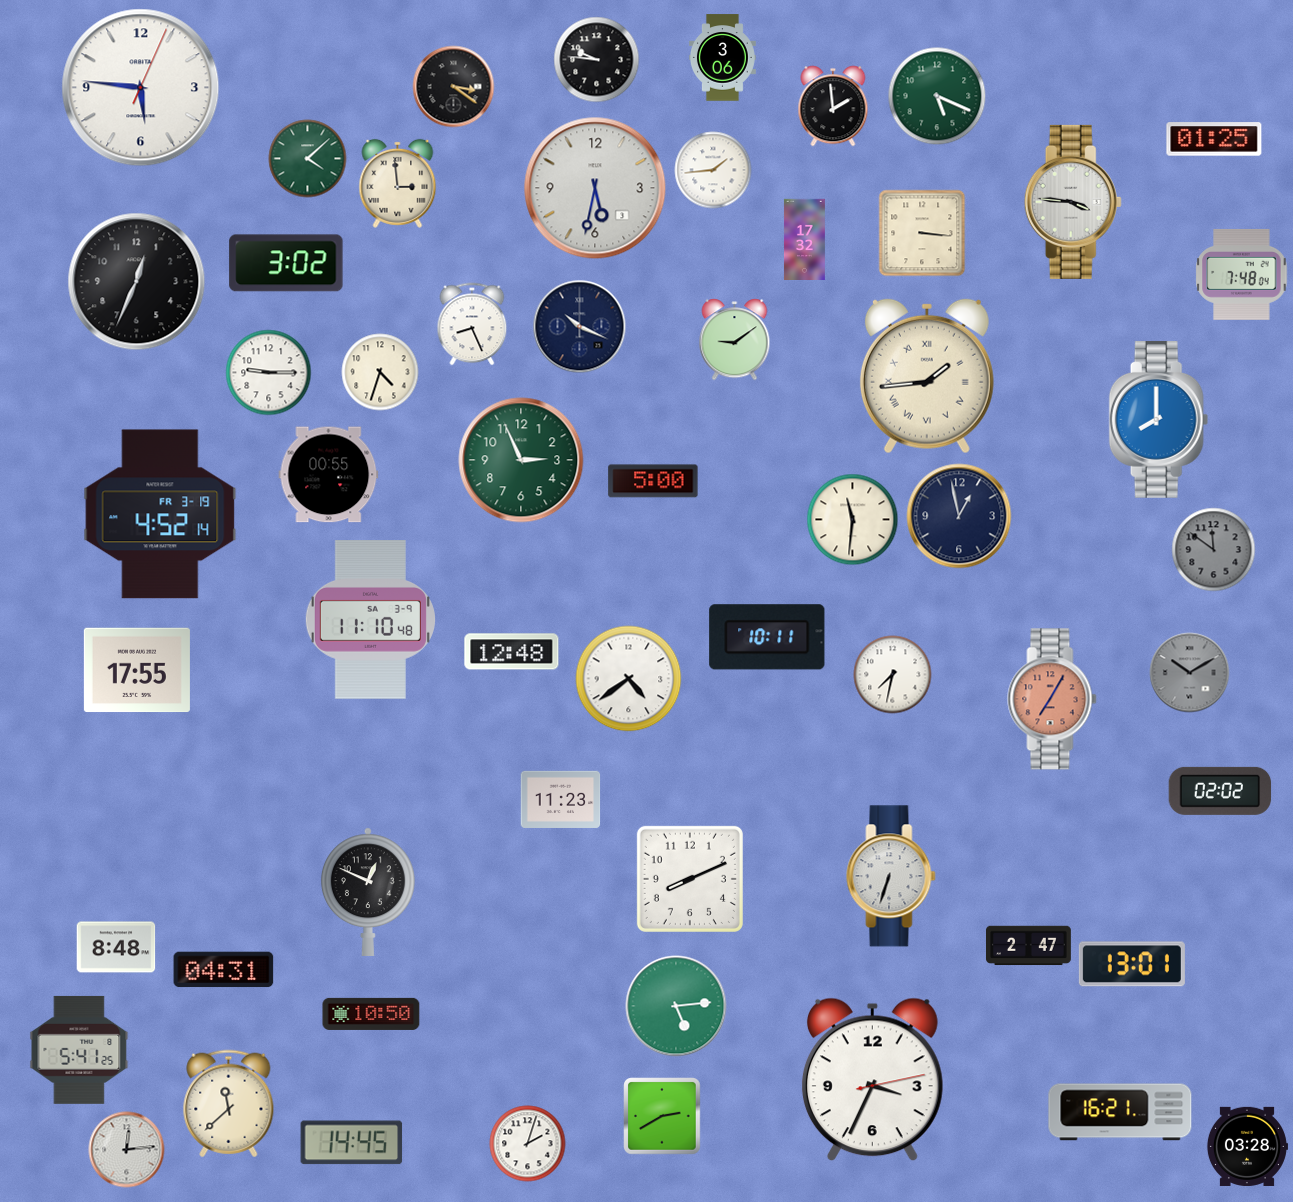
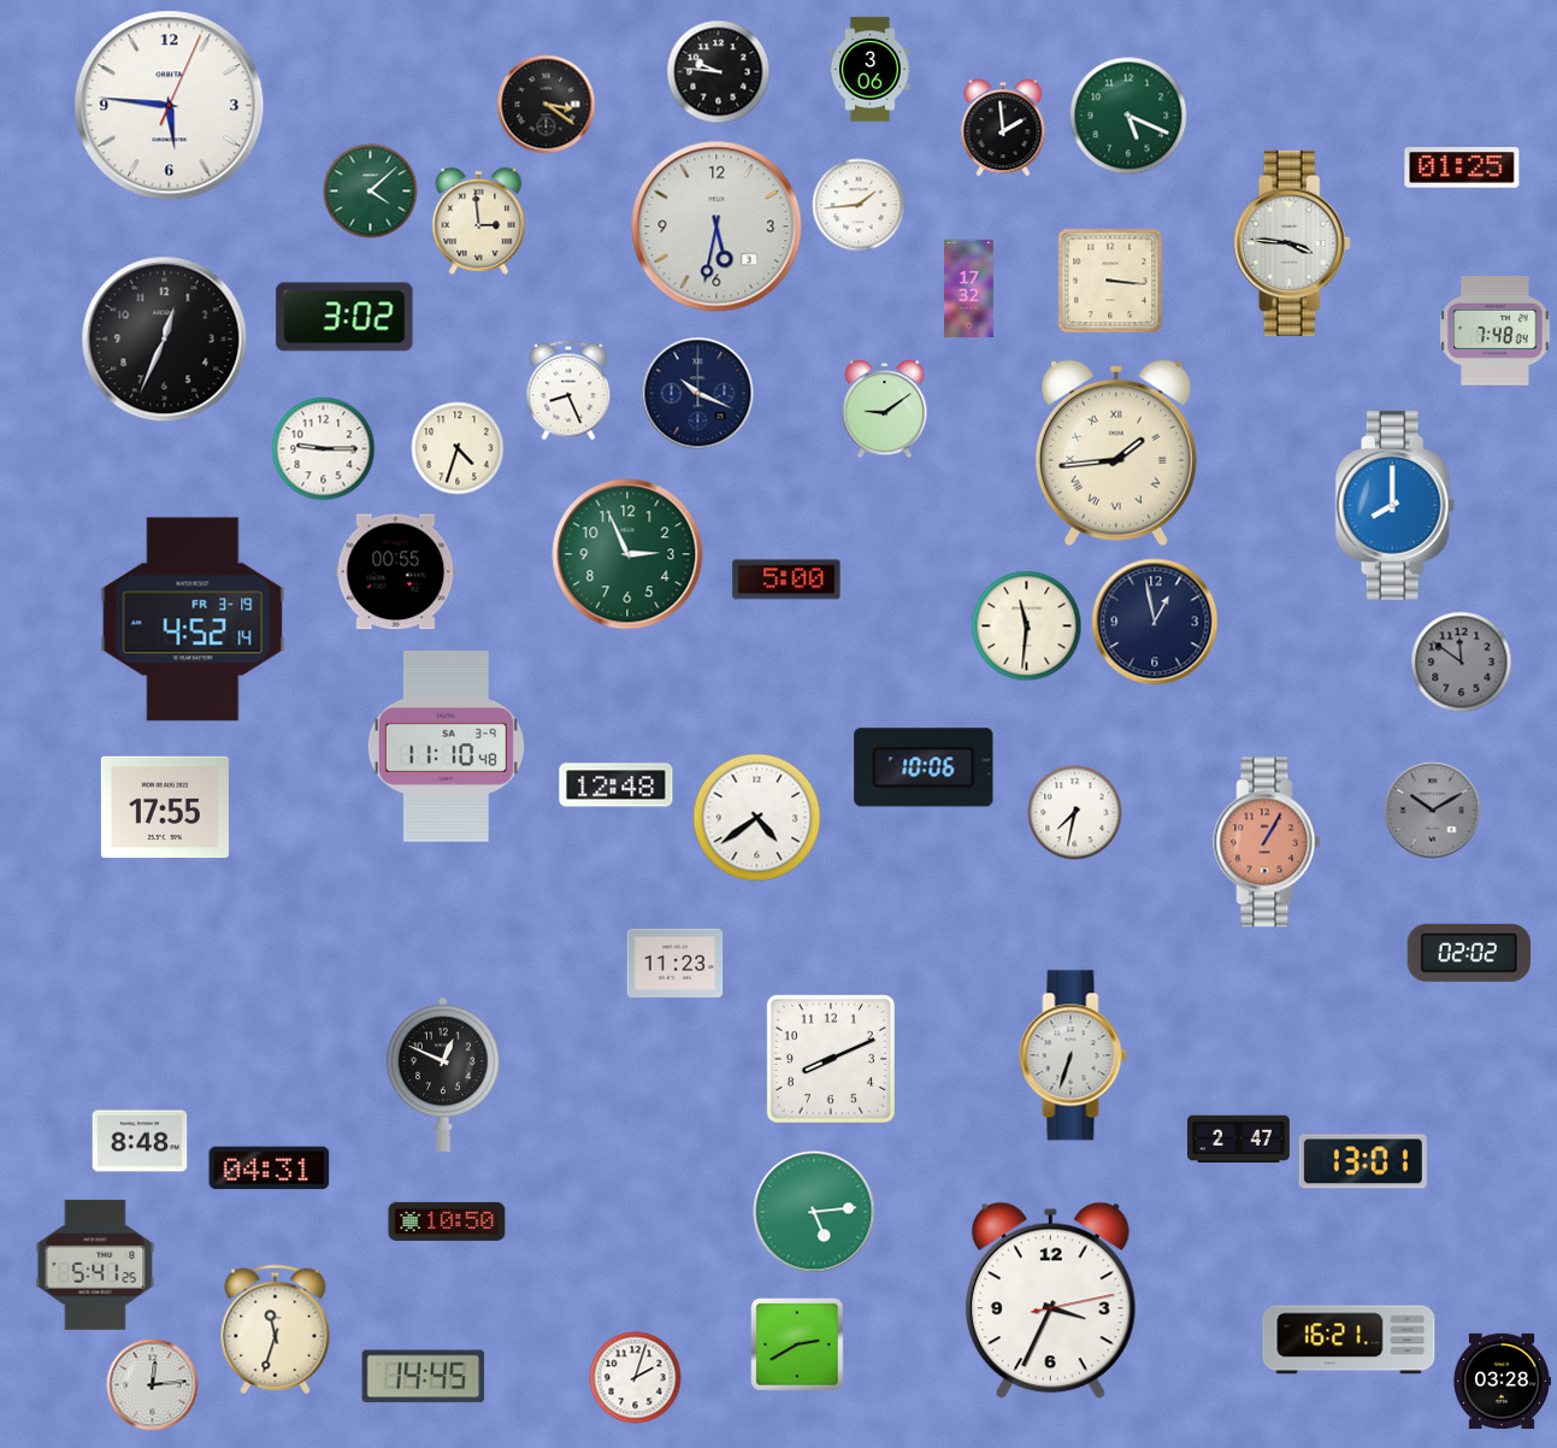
clock at (767, 637): 10:11 -> 10:06
clock at (1052, 699): 7:05 -> 1:05
clock at (229, 1104): 11:38 -> 11:33
